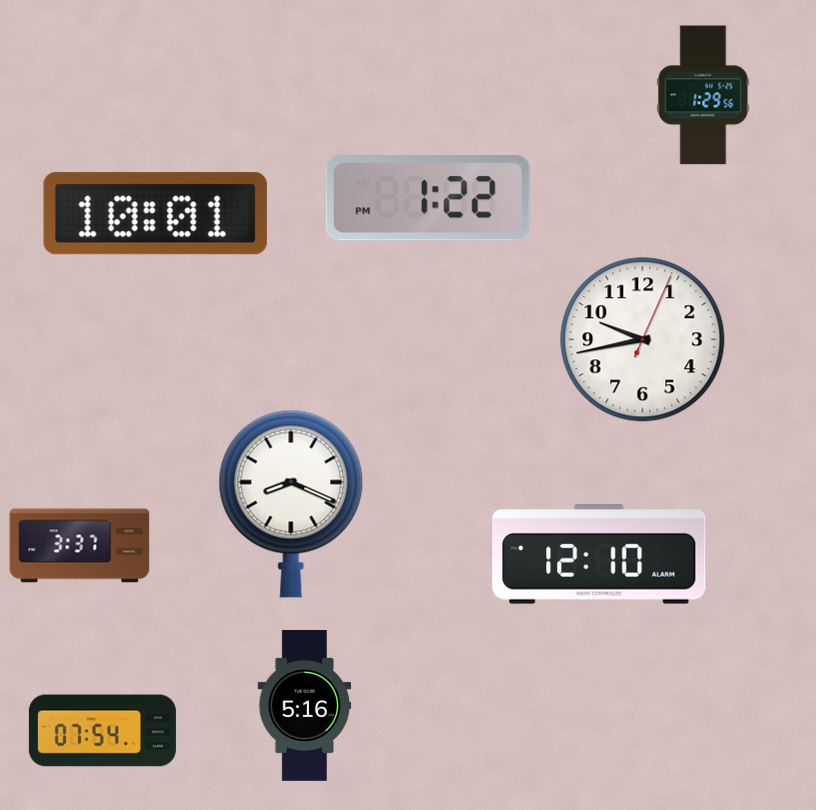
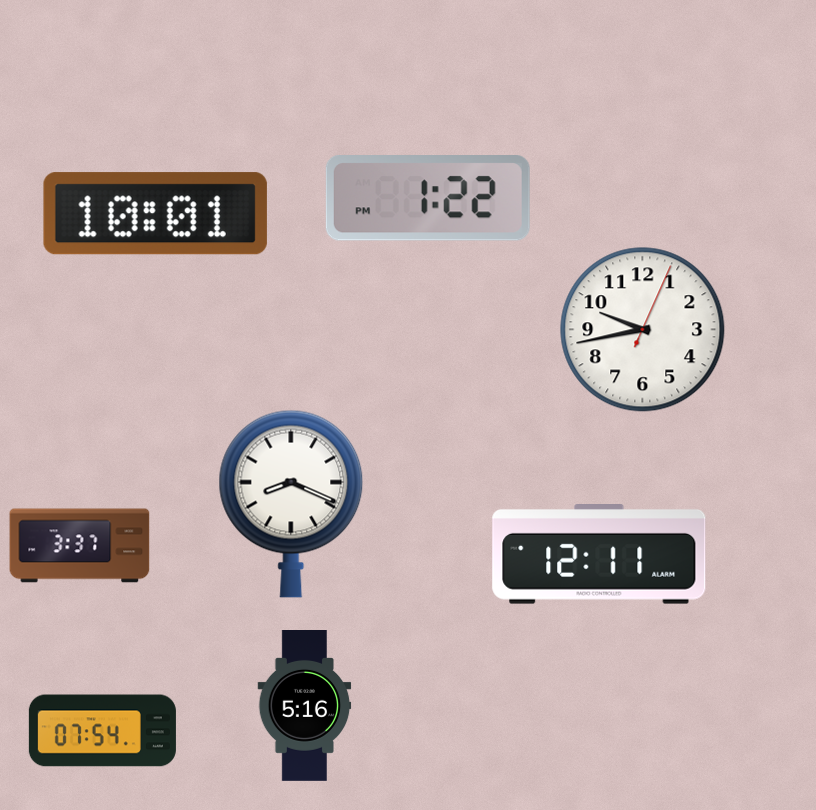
clock at (703, 95): 1:29 -> none
clock at (643, 340) position: (643, 340) -> (643, 330)
clock at (599, 555): 12:10 -> 12:11
